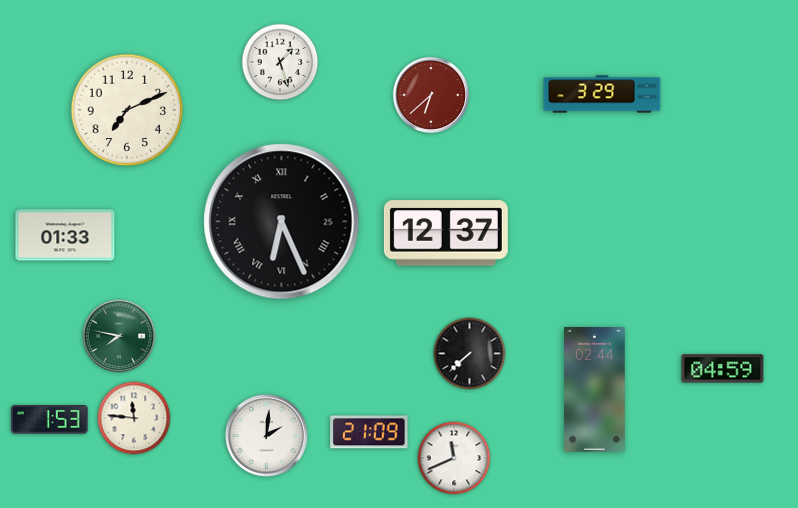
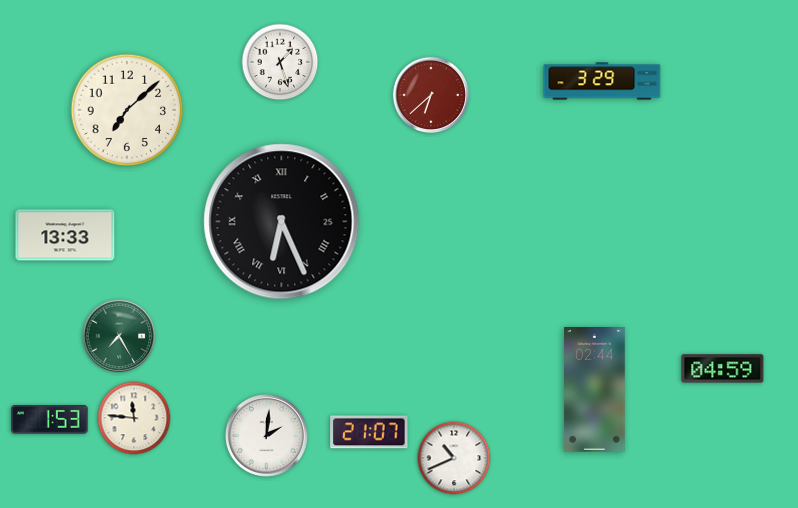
clock at (602, 94) position: (602, 94) -> (602, 81)
clock at (127, 110): 7:11 -> 7:08
clock at (446, 233): 12:37 -> none
clock at (65, 235): 01:33 -> 13:33
clock at (119, 336): 7:47 -> 7:25
clock at (470, 354): 7:38 -> none
clock at (369, 432): 21:09 -> 21:07
clock at (454, 458): 11:41 -> 10:41
